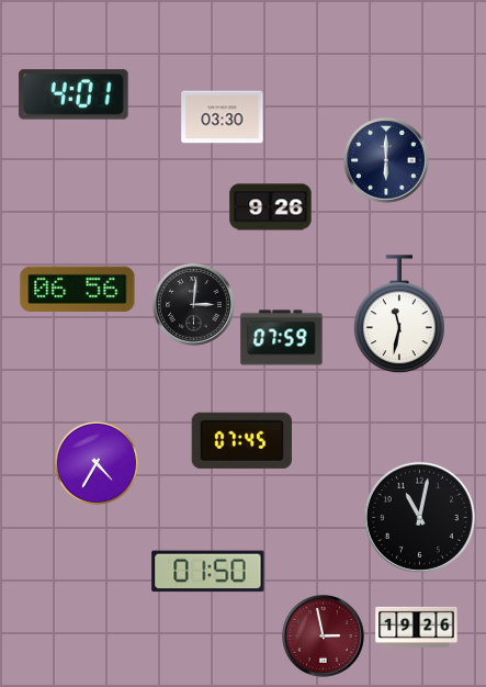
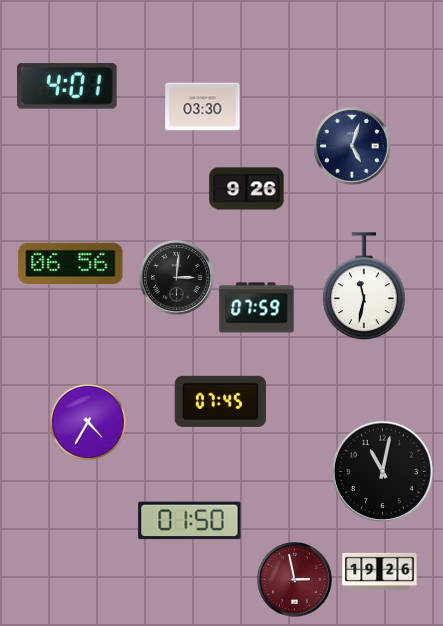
clock at (387, 161): 6:00 -> 5:03
